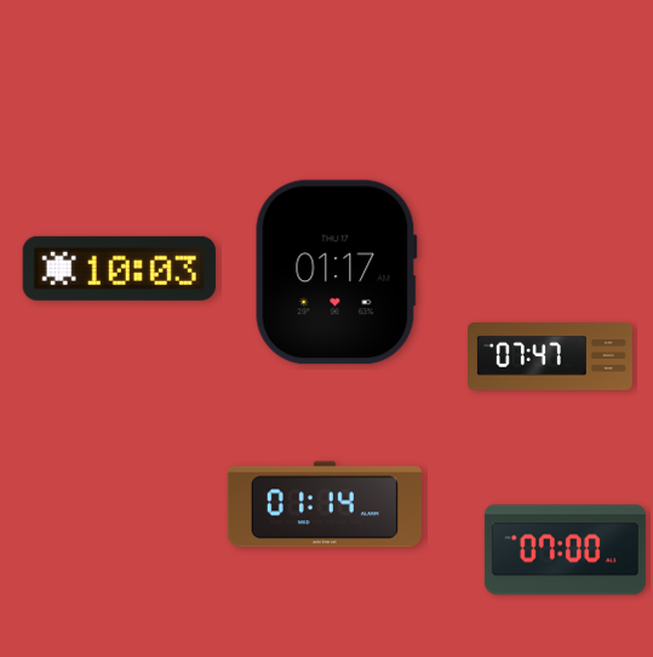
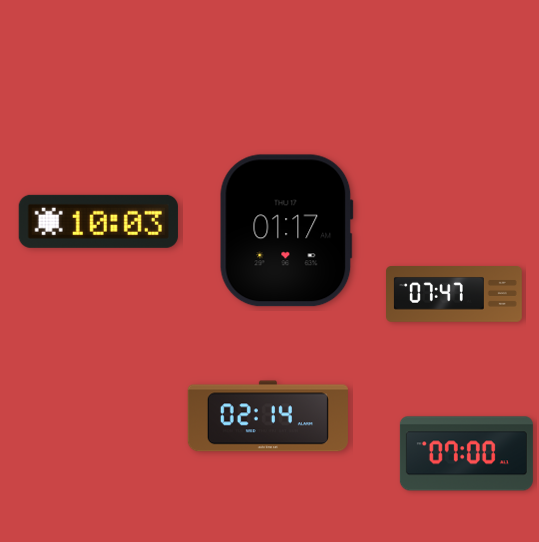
clock at (336, 273) position: (336, 273) -> (286, 231)
clock at (325, 504): 01:14 -> 02:14
